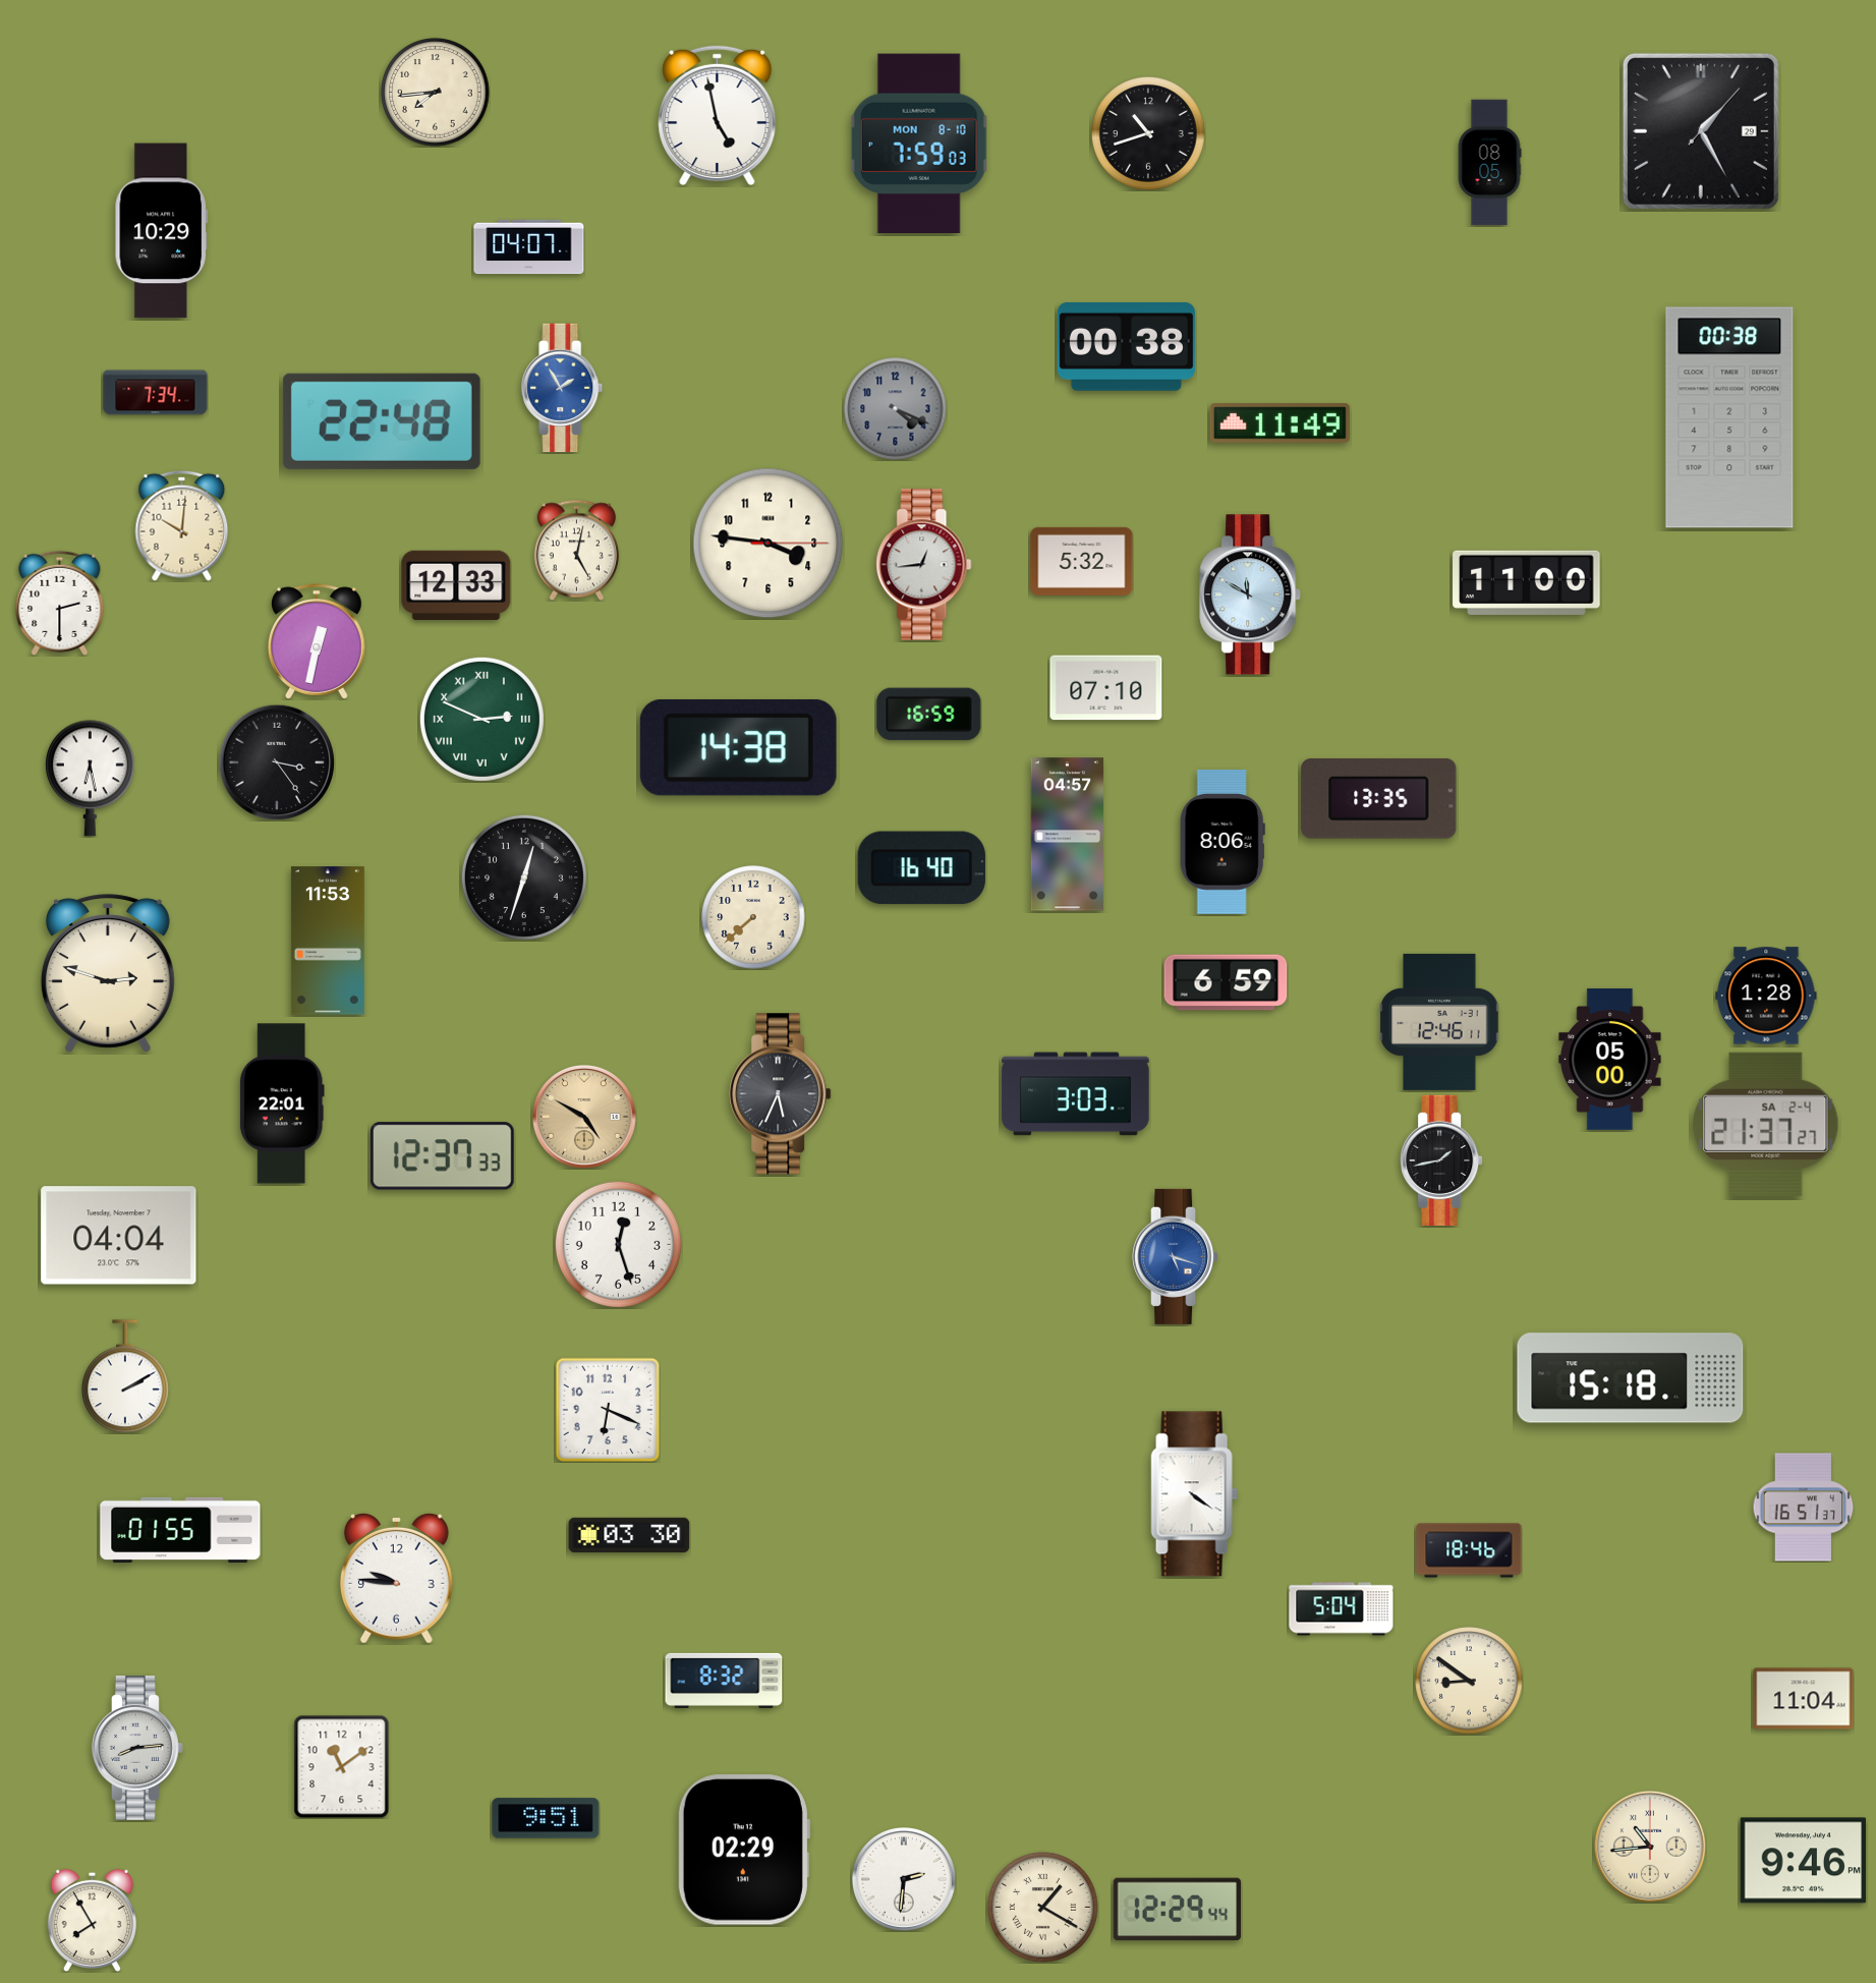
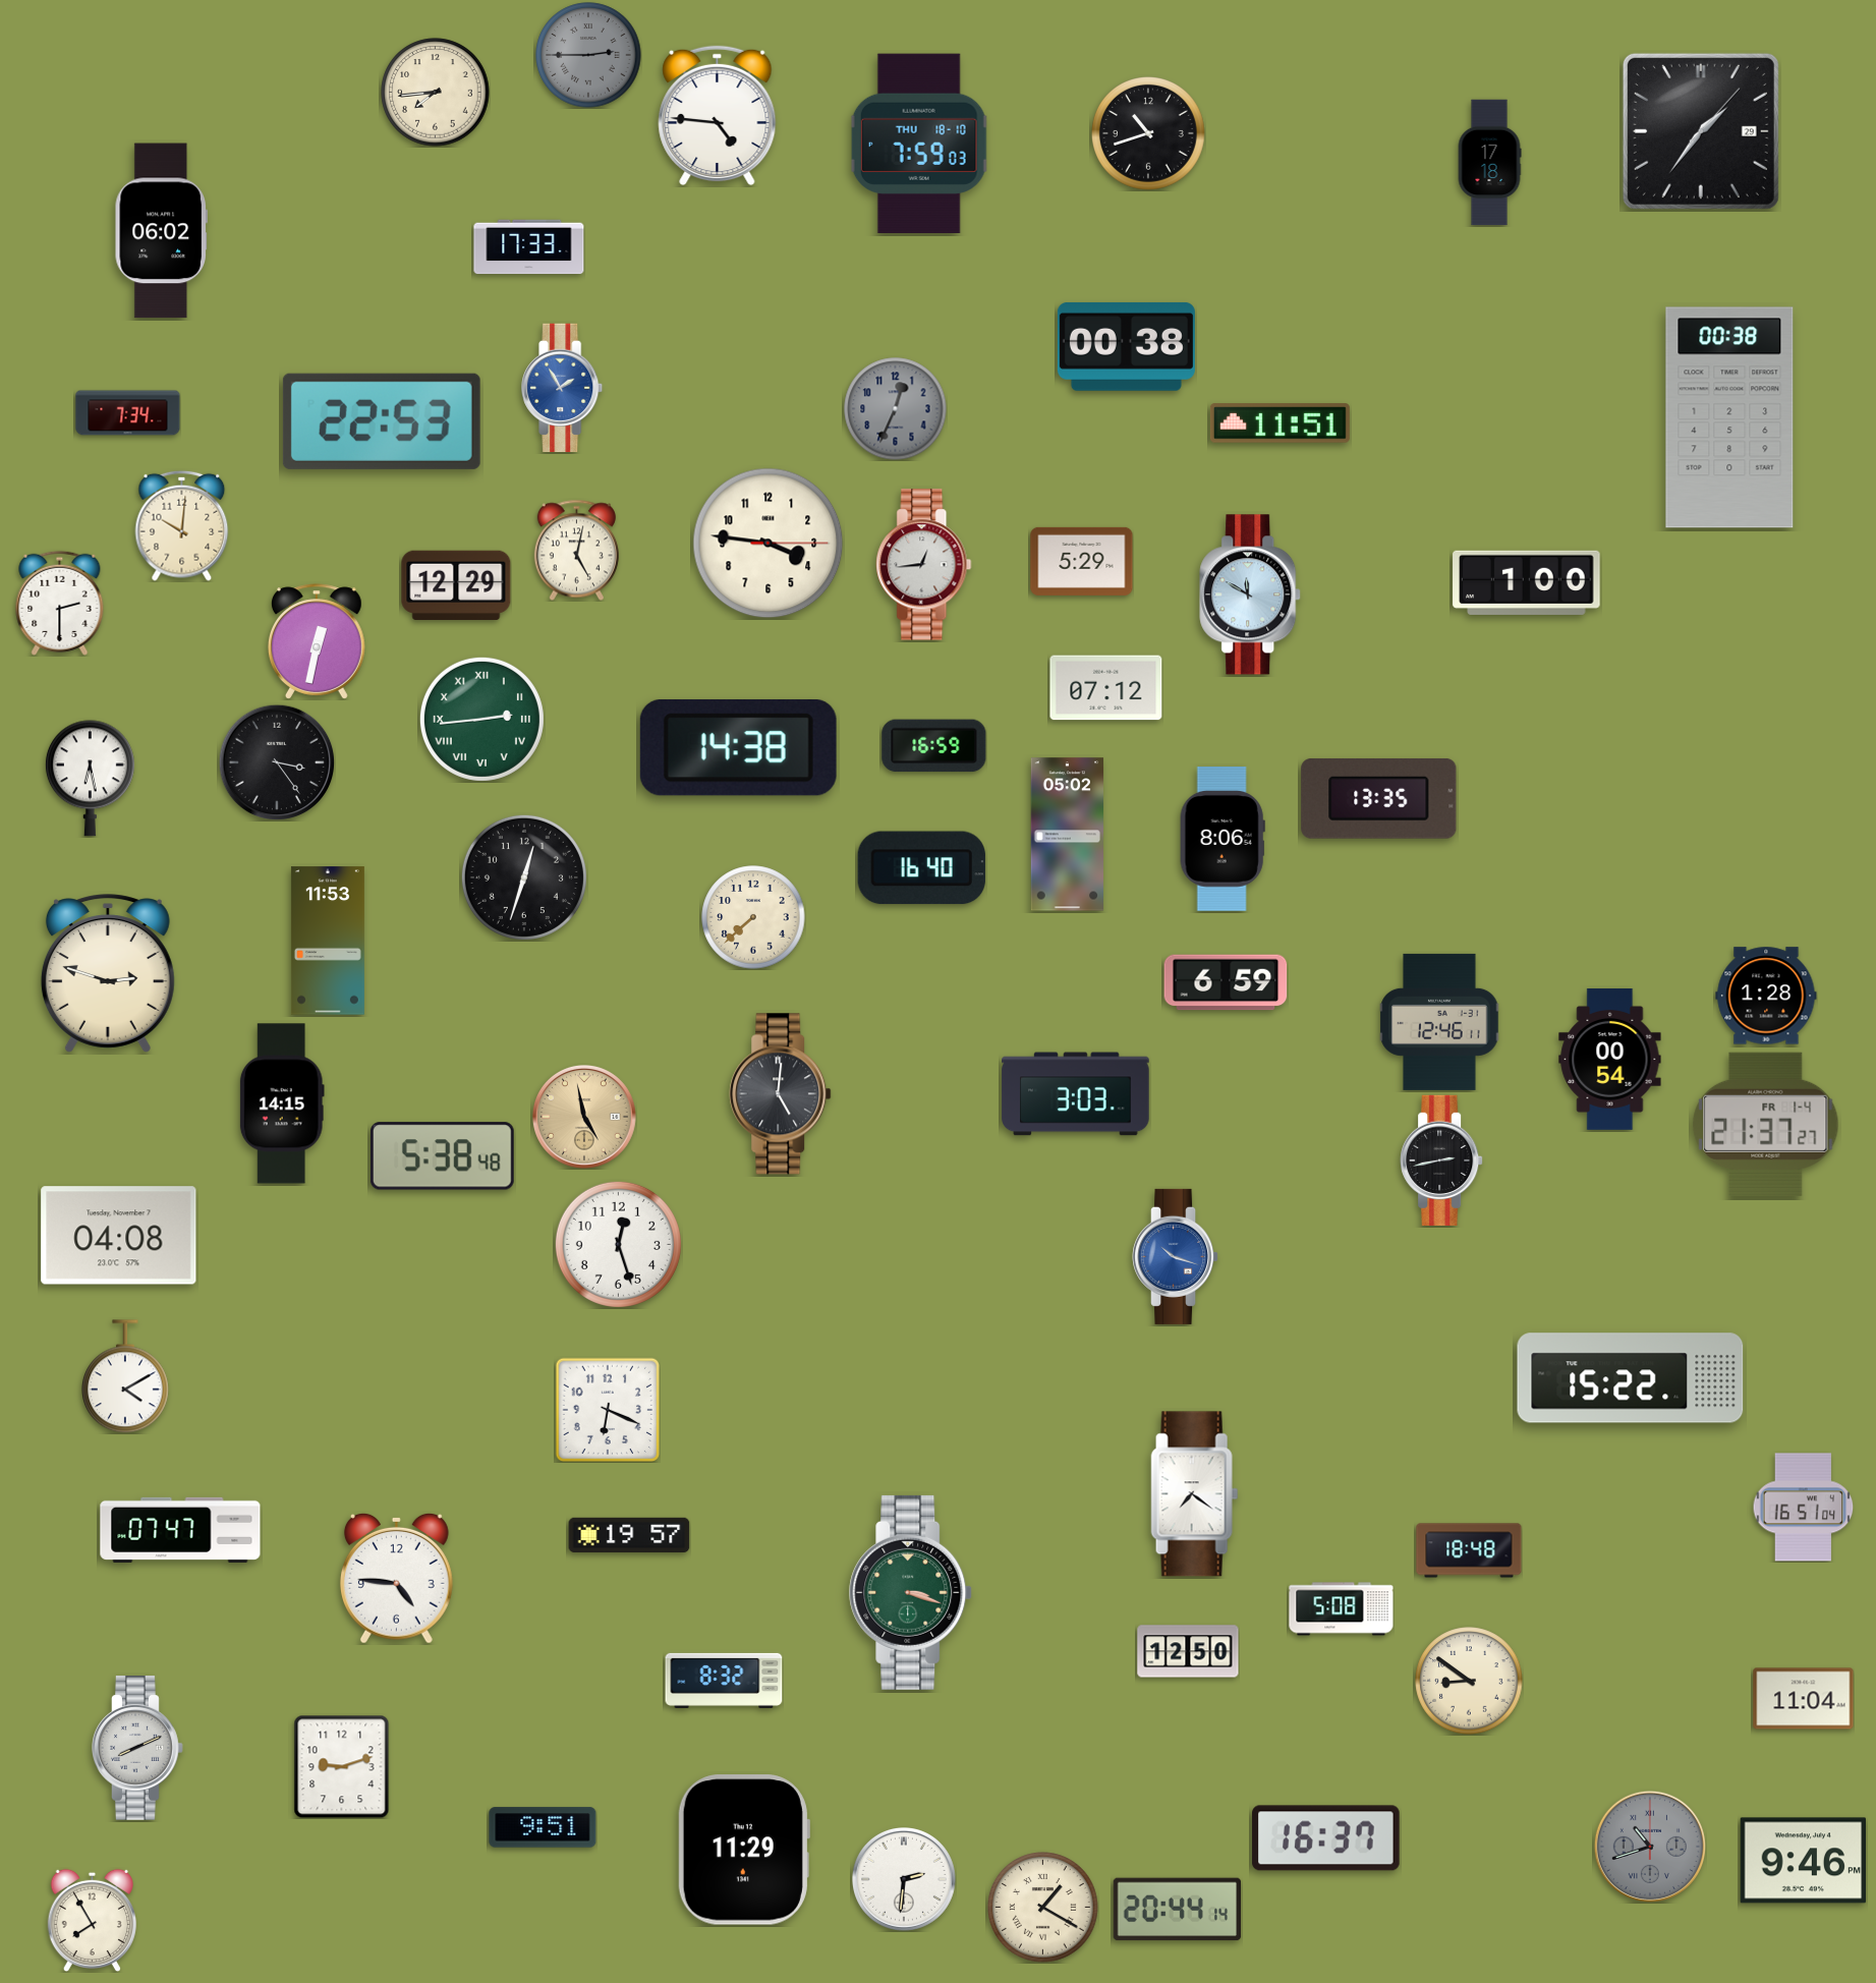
clock at (588, 55): none -> 2:45
clock at (718, 116): 4:58 -> 4:46
clock at (1701, 131): 1:25 -> 1:36
clock at (919, 144) date: MON 8-10 -> THU 18-10
clock at (1489, 163): 08:05 -> 17:18
clock at (161, 231): 10:29 -> 06:02
clock at (529, 247): 04:07 -> 17:33
clock at (156, 393) position: (156, 393) -> (128, 413)
clock at (896, 409): 4:19 -> 12:34
clock at (382, 421): 22:48 -> 22:53
clock at (1280, 423): 11:49 -> 11:51
clock at (1082, 561): 5:32 -> 5:29
clock at (1527, 582): 11:00 -> 1:00
clock at (456, 585): 12:33 -> 12:29
clock at (1106, 688): 07:10 -> 07:12
clock at (929, 715) position: (929, 715) -> (934, 746)
clock at (481, 719): 2:49 -> 2:44
clock at (1068, 835): 04:57 -> 05:02
clock at (1223, 843) position: (1223, 843) -> (1223, 840)
clock at (1610, 1059): 05:00 -> 00:54
clock at (781, 1094): 5:34 -> 5:01
clock at (282, 1103): 22:01 -> 14:15
clock at (585, 1118): 4:50 -> 4:58
clock at (1766, 1124) date: SA 2-4 -> FR 1-4
clock at (442, 1156): 12:37 -> 5:38
clock at (1441, 1160): 1:43 -> 2:43
clock at (119, 1236): 04:04 -> 04:08
clock at (1176, 1256): 5:18 -> 10:18
clock at (125, 1376): 2:10 -> 4:10
clock at (1631, 1378): 15:18 -> 15:22
clock at (1195, 1494): 4:21 -> 7:21
clock at (1804, 1508): 16:51:37 -> 16:51:04
clock at (180, 1530): 01:55 -> 07:47
clock at (629, 1535): 03:30 -> 19:57
clock at (1469, 1550): 18:46 -> 18:48
clock at (396, 1578): 9:46 -> 4:46
clock at (911, 1592): none -> 3:18
clock at (1342, 1609): 5:04 -> 5:08
clock at (1188, 1651): none -> 12:50
clock at (138, 1749): 8:14 -> 8:11
clock at (342, 1766): 11:09 -> 9:12
clock at (546, 1818) position: (546, 1818) -> (543, 1827)
clock at (1326, 1838): none -> 16:37
clock at (1650, 1847): 10:44 -> 10:42
clock at (1650, 1847) dial: cream -> grey
clock at (744, 1850): 02:29 -> 11:29
clock at (1178, 1910): 12:29 -> 20:44
